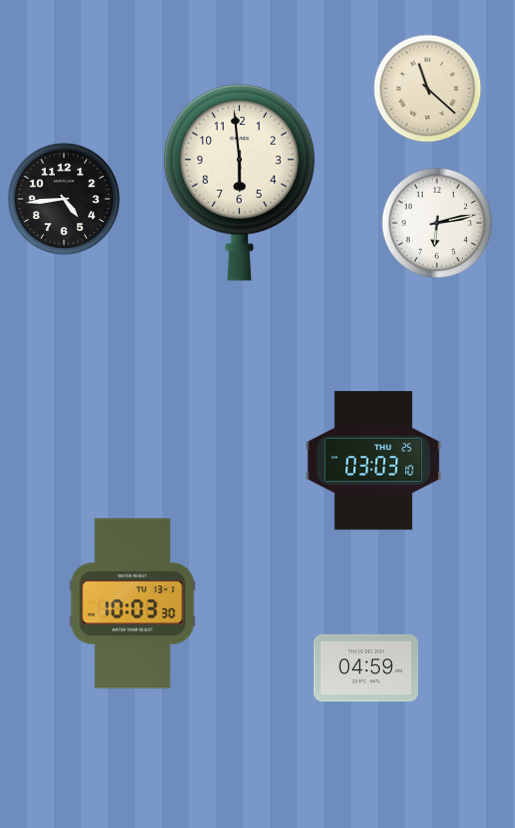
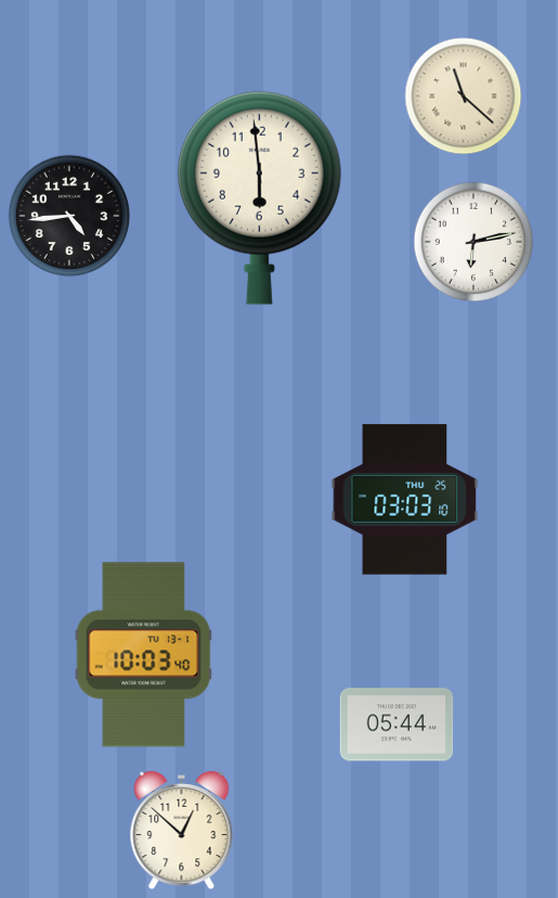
clock at (133, 604): 10:03:30 -> 10:03:40
clock at (366, 668): 04:59 -> 05:44
clock at (182, 831): none -> 12:52
